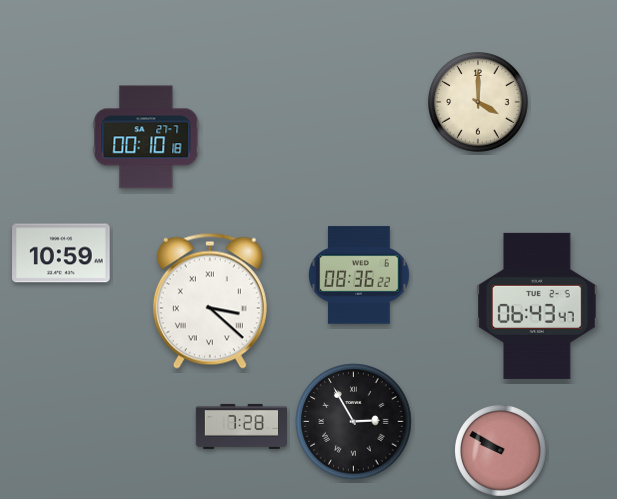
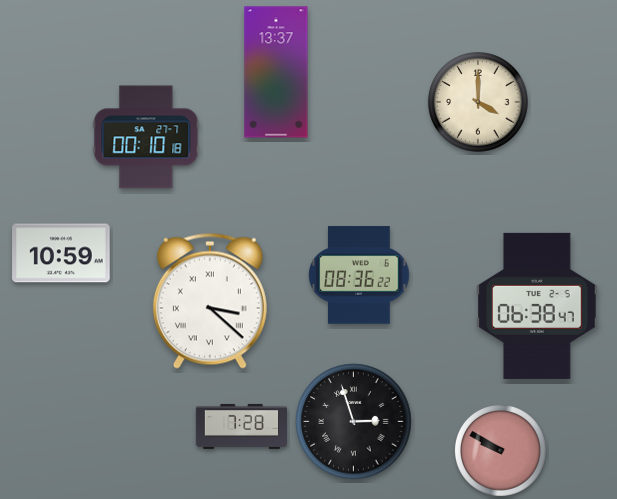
clock at (276, 72): none -> 13:37
clock at (537, 306): 06:43 -> 06:38
clock at (354, 422): 2:55 -> 2:57
